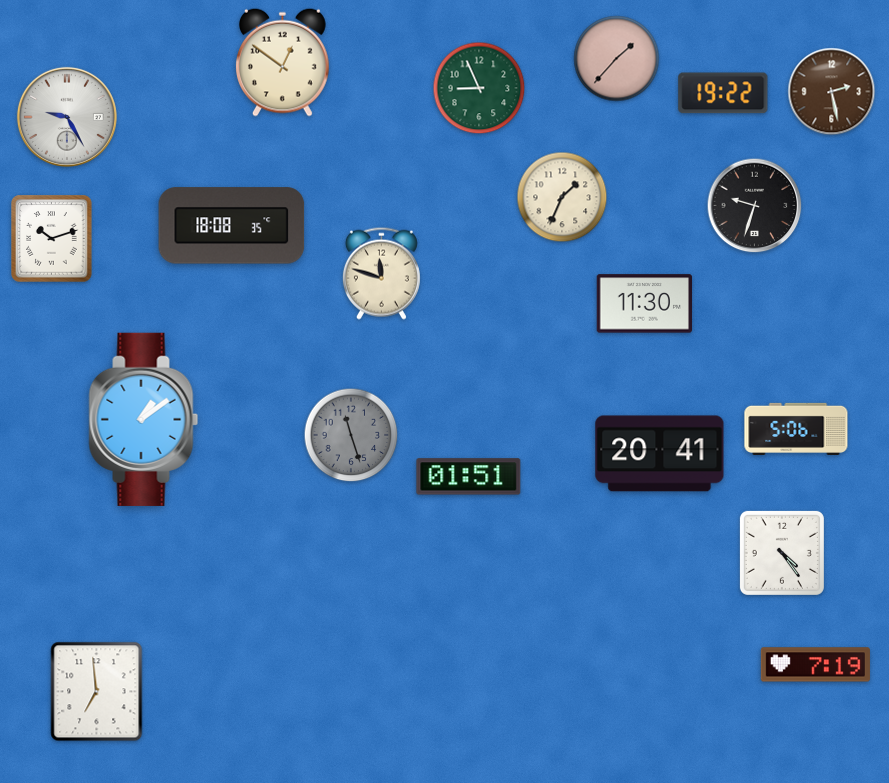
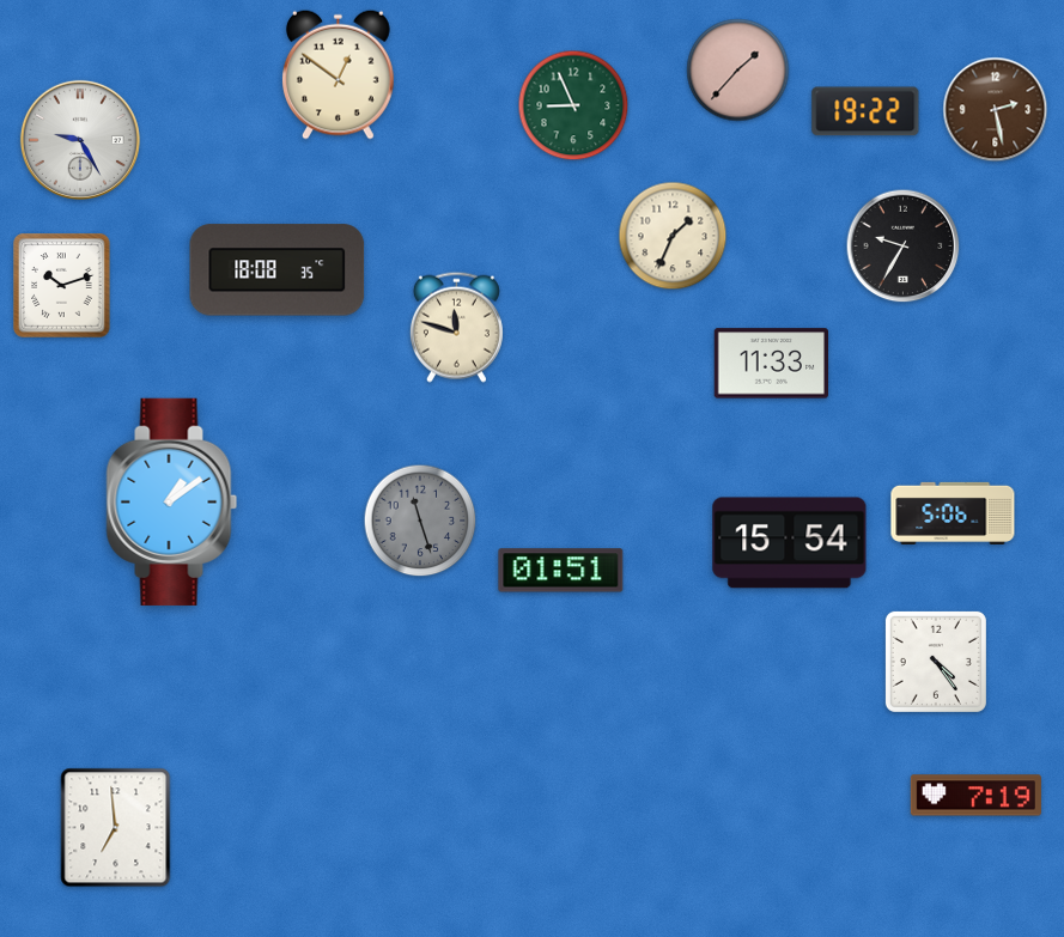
clock at (755, 206): 9:33 -> 9:35
clock at (645, 304): 11:30 -> 11:33
clock at (660, 454): 20:41 -> 15:54
